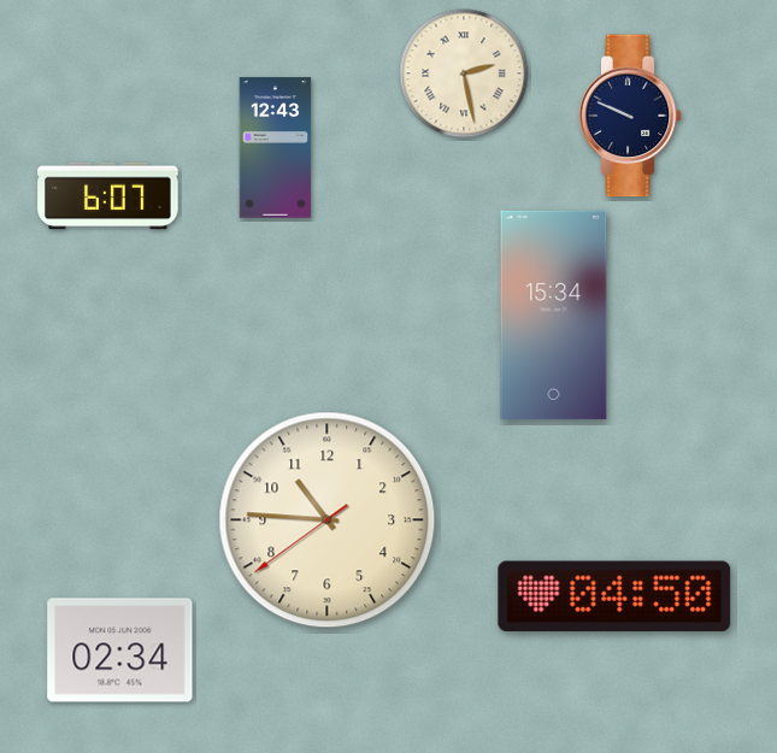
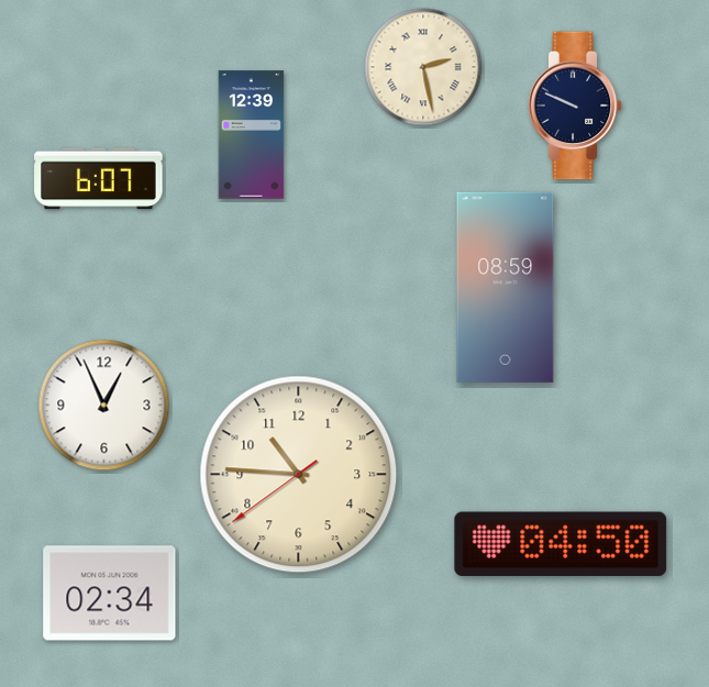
clock at (276, 148): 12:43 -> 12:39
clock at (554, 314): 15:34 -> 08:59
clock at (104, 406): none -> 12:56
